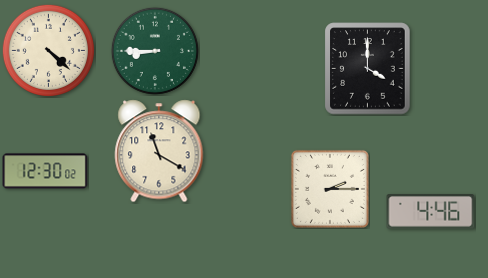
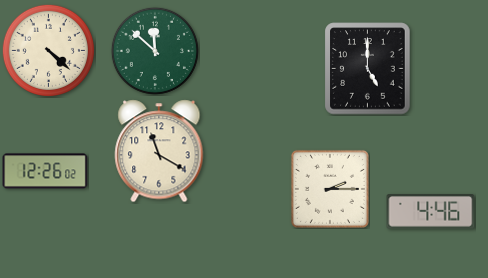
clock at (155, 51): 8:45 -> 11:52
clock at (368, 69): 4:00 -> 5:00
clock at (45, 171): 12:30 -> 12:26
